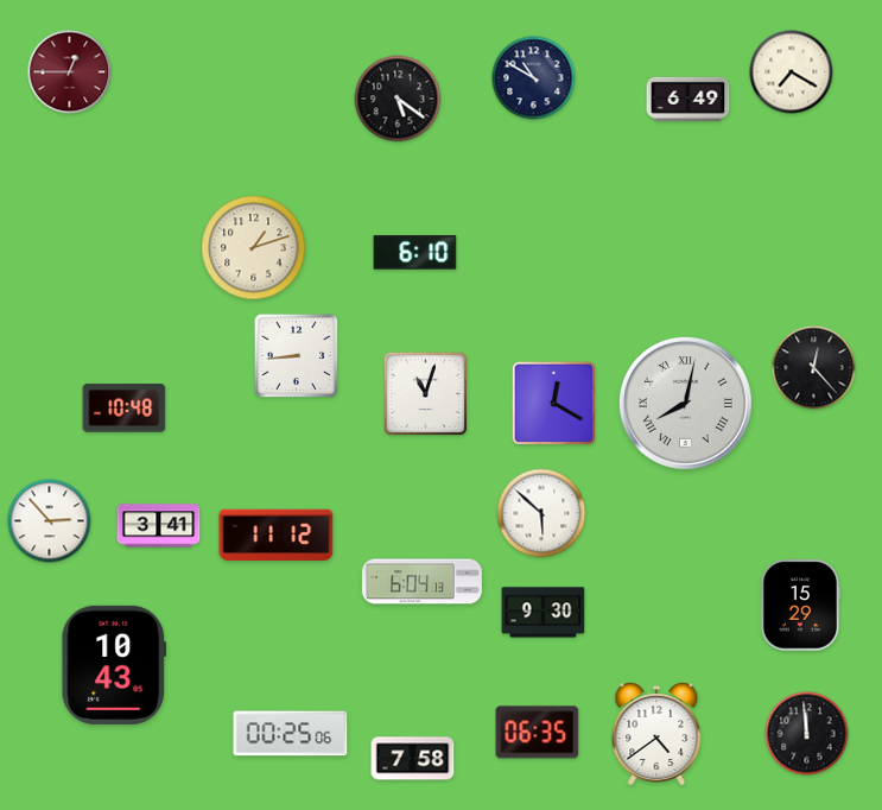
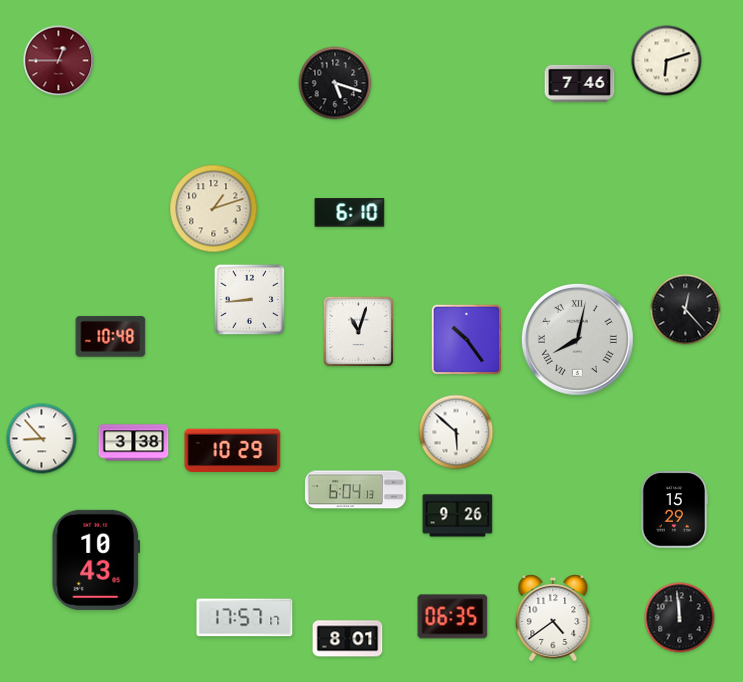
clock at (792, 72): 7:20 -> 6:12
clock at (534, 78): 10:50 -> none
clock at (398, 99): 5:21 -> 5:18
clock at (689, 99): 6:49 -> 7:46
clock at (554, 404): 12:20 -> 10:24
clock at (125, 409) position: (125, 409) -> (111, 337)
clock at (50, 521): 2:53 -> 8:53
clock at (159, 526): 3:41 -> 3:38
clock at (277, 536): 11:12 -> 10:29
clock at (544, 613): 9:30 -> 9:26
clock at (291, 734): 00:25 -> 17:57
clock at (413, 759): 7:58 -> 8:01
